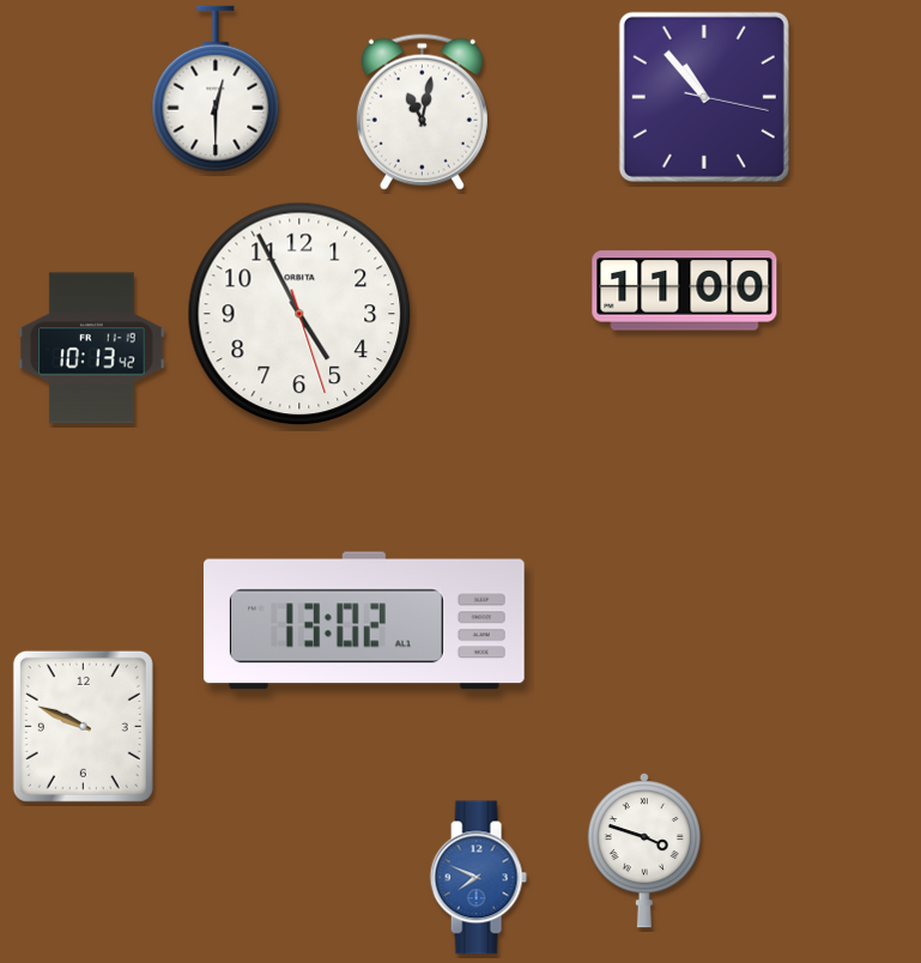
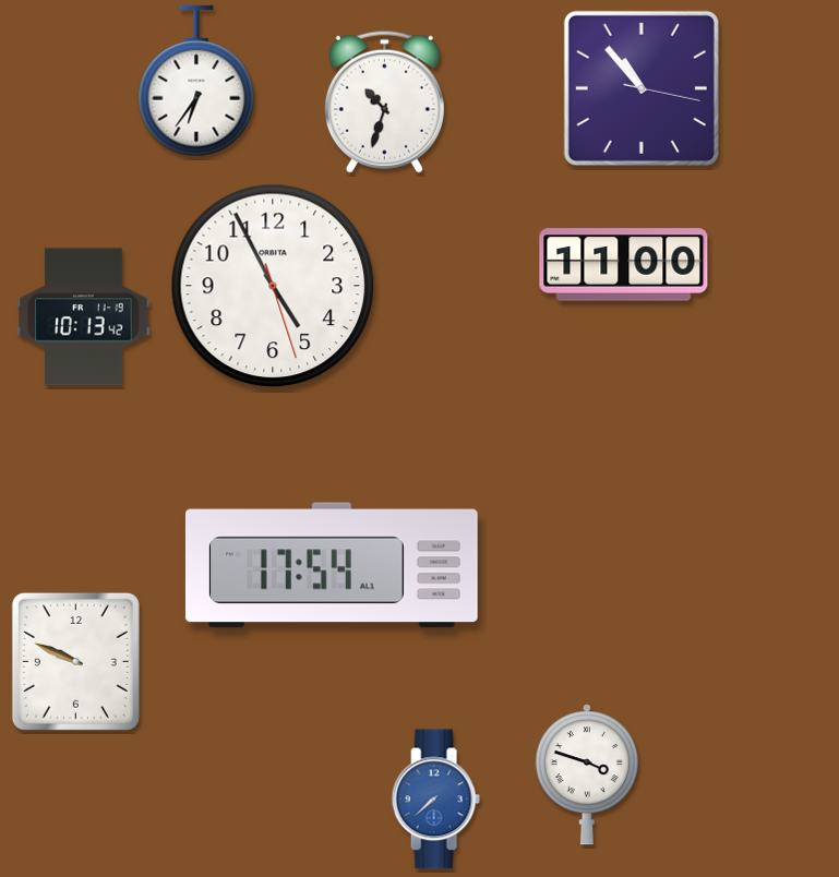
clock at (216, 89): 12:30 -> 6:36
clock at (422, 111): 11:02 -> 10:33
clock at (364, 620): 13:02 -> 17:54
clock at (478, 878): 7:49 -> 7:38
